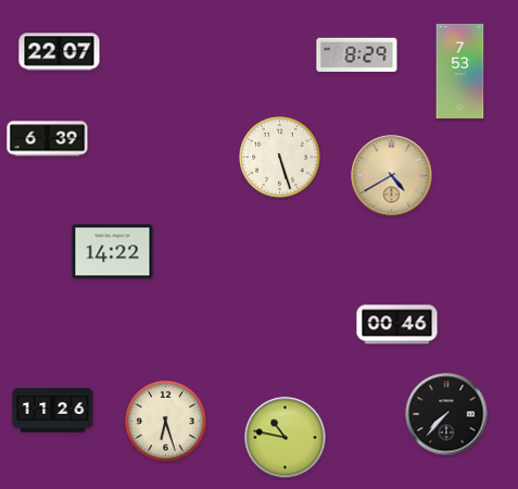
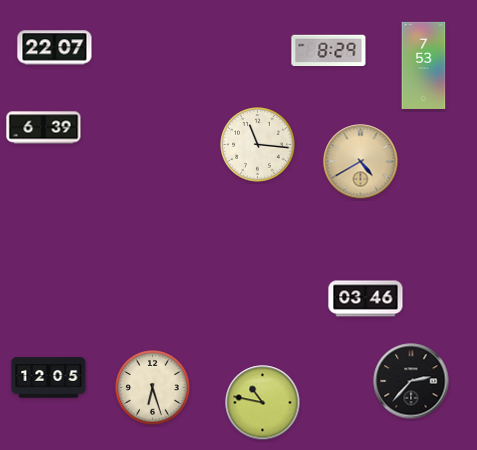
clock at (280, 158): 5:27 -> 11:16
clock at (113, 252): 14:22 -> none
clock at (397, 325): 00:46 -> 03:46
clock at (53, 411): 11:26 -> 12:05
clock at (446, 414): 7:37 -> 2:37
